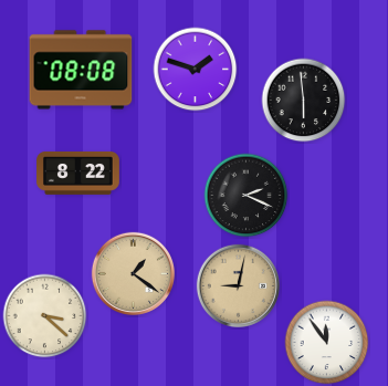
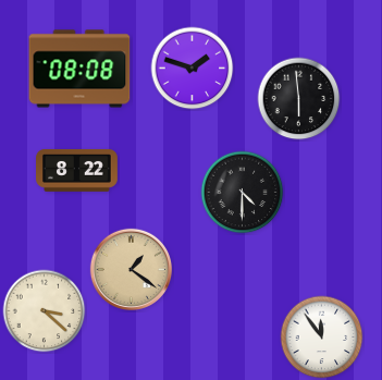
clock at (247, 196): 2:19 -> 4:30
clock at (238, 285): 9:02 -> none
